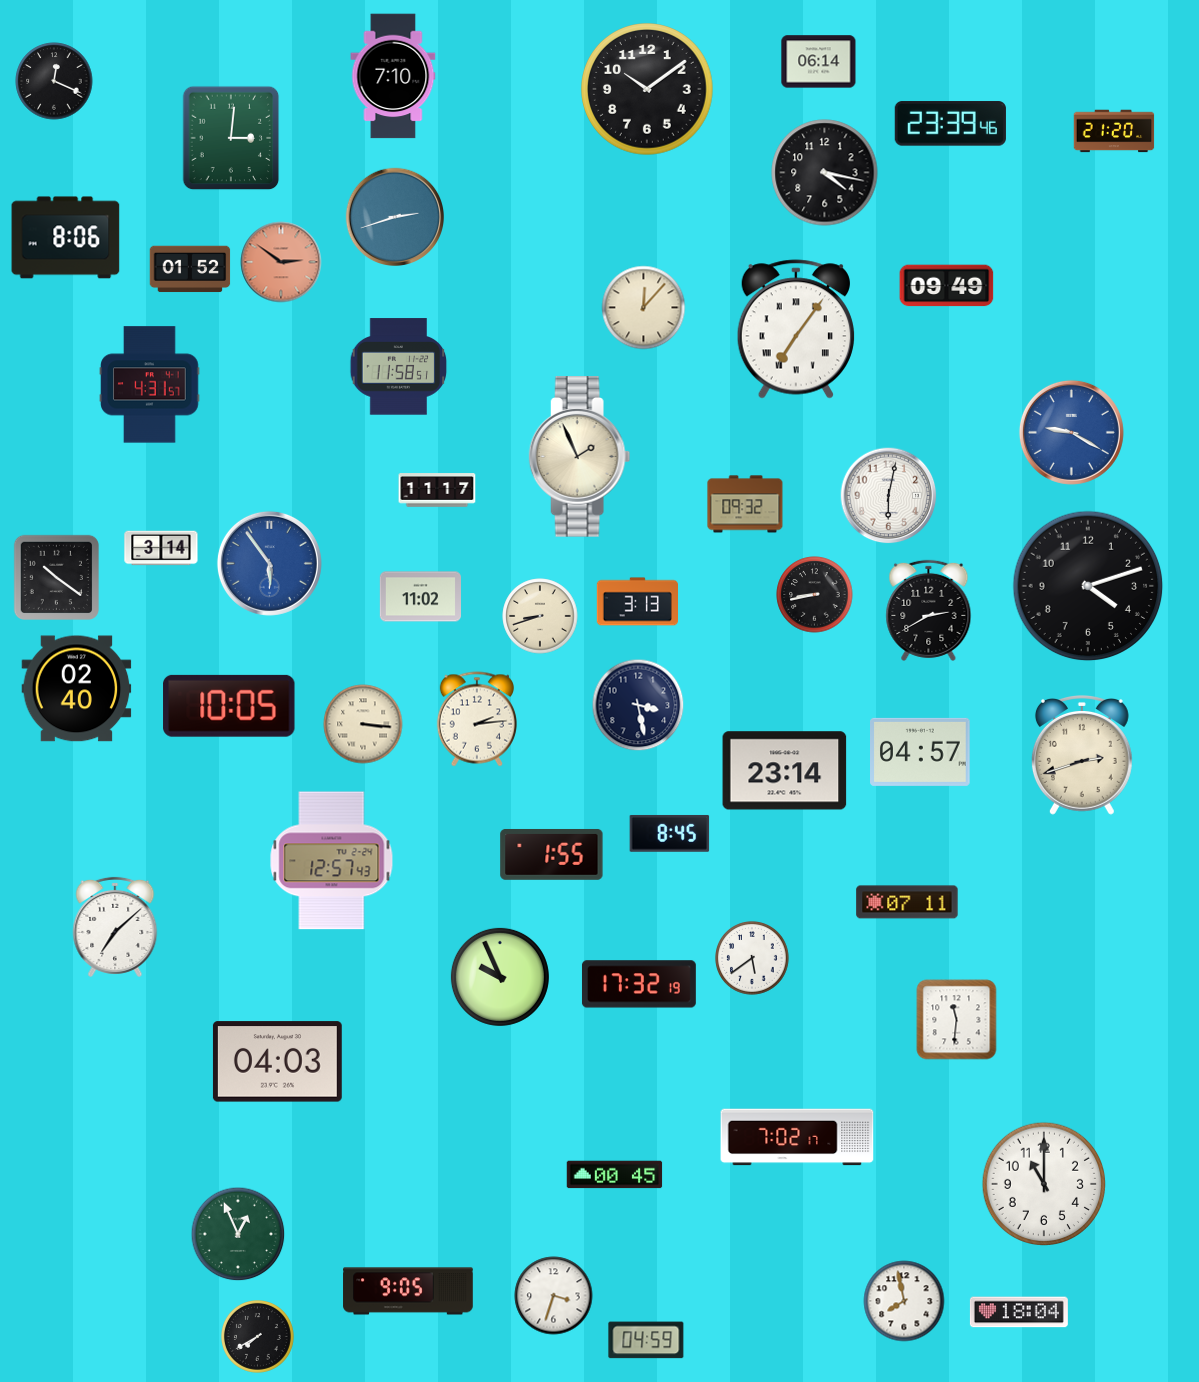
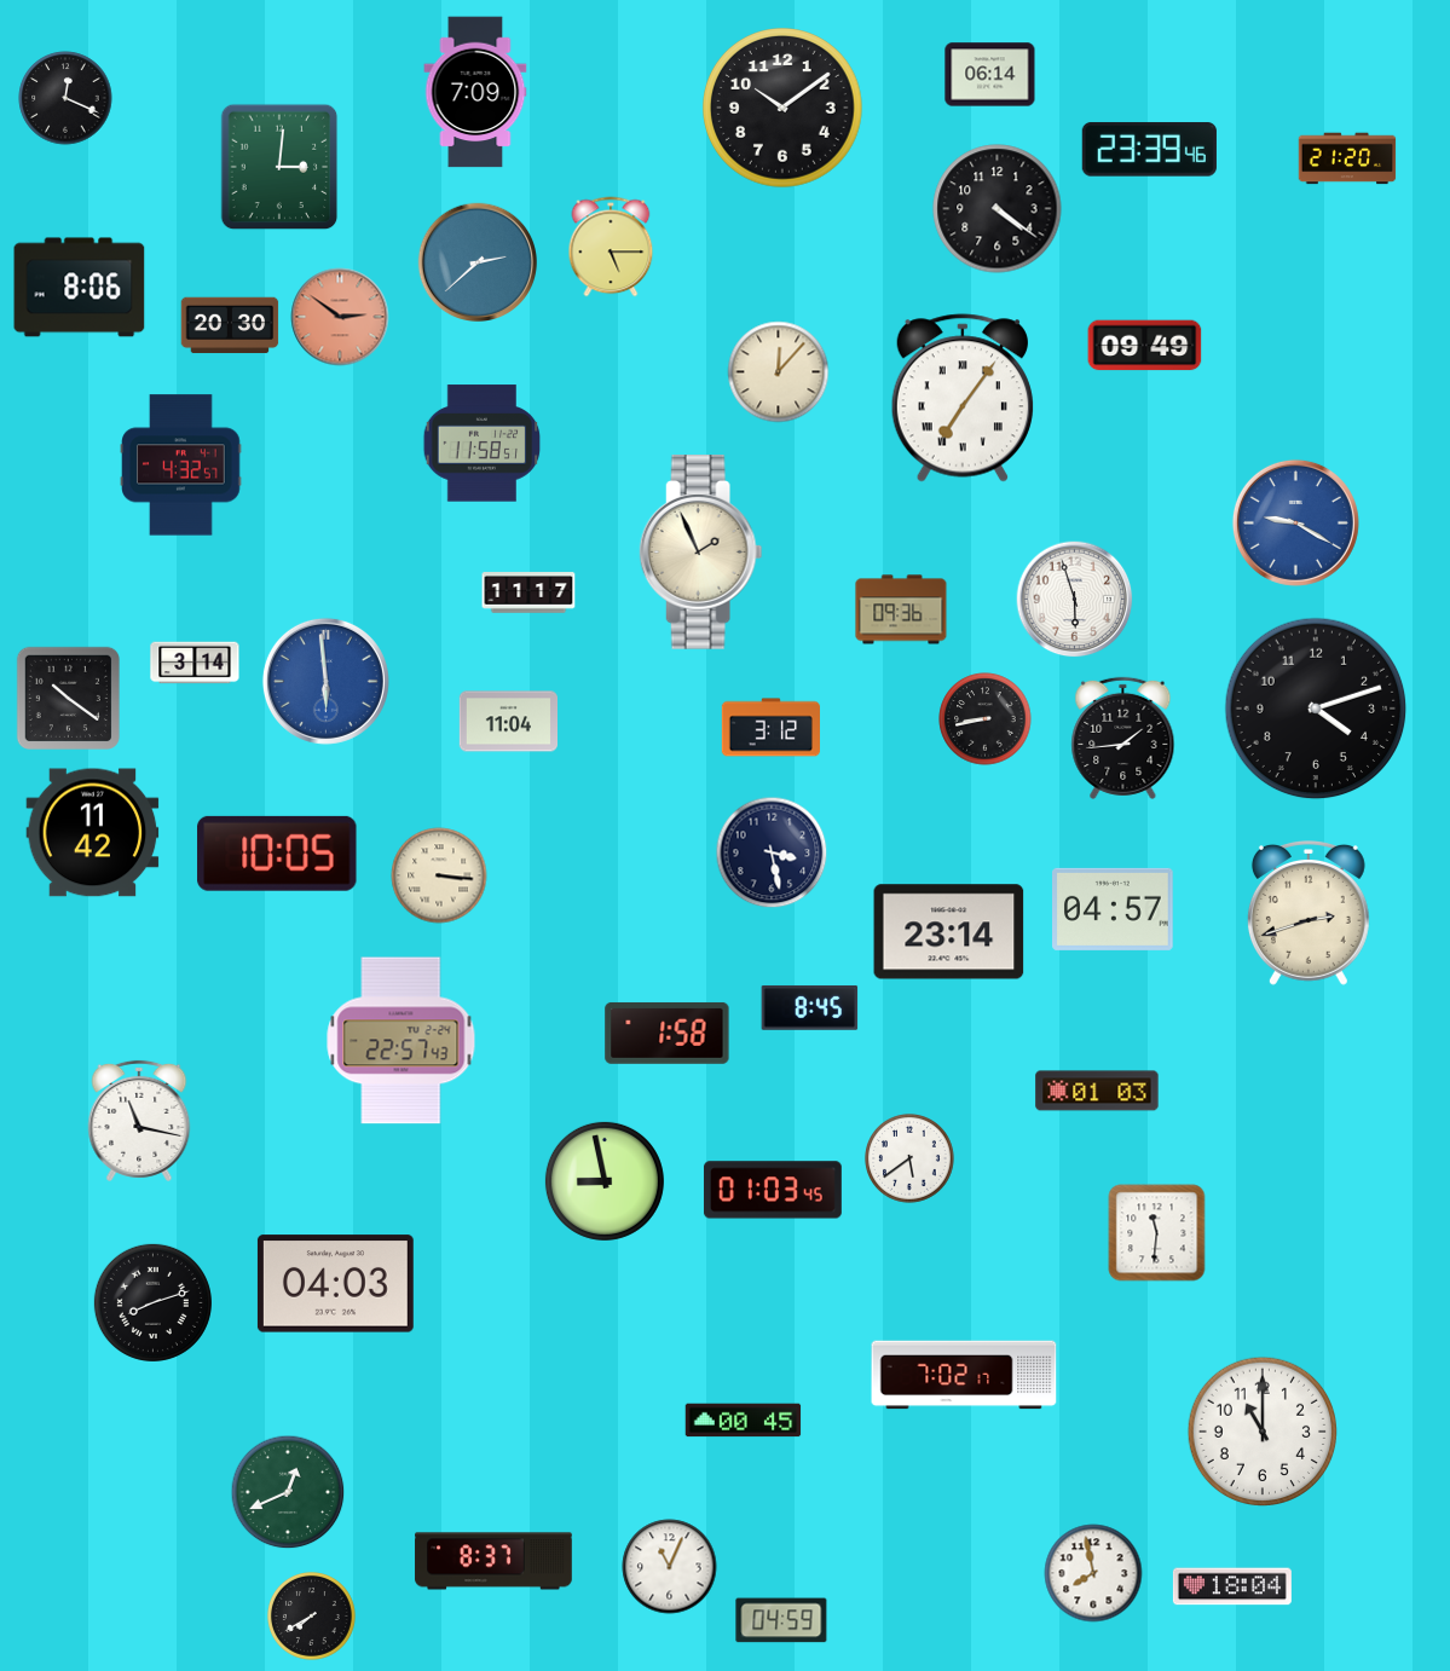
clock at (393, 76): 7:10 -> 7:09
clock at (825, 173): 4:17 -> 4:21
clock at (611, 247): none -> 5:15
clock at (395, 217): 2:42 -> 2:38
clock at (190, 269): 01:52 -> 20:30
clock at (150, 385): 4:31 -> 4:32
clock at (889, 496): 6:02 -> 5:57
clock at (745, 504): 09:32 -> 09:36
clock at (269, 563): 5:54 -> 5:59
clock at (420, 597): 11:02 -> 11:04
clock at (637, 602): 3:13 -> 3:12
clock at (929, 610): 2:40 -> 1:44
clock at (540, 616): 8:42 -> none
clock at (77, 689): 02:40 -> 11:42
clock at (477, 719): 2:14 -> none
clock at (552, 854): 1:55 -> 1:58
clock at (332, 861): 12:57 -> 22:57
clock at (907, 902): 07:11 -> 01:03
clock at (115, 927): 7:08 -> 11:17
clock at (500, 977): 9:56 -> 8:58
clock at (639, 984): 17:32 -> 01:03
clock at (152, 1302): none -> 8:12
clock at (238, 1234): 12:56 -> 12:41
clock at (408, 1291): 9:05 -> 8:37
clock at (554, 1296): 3:33 -> 11:04
